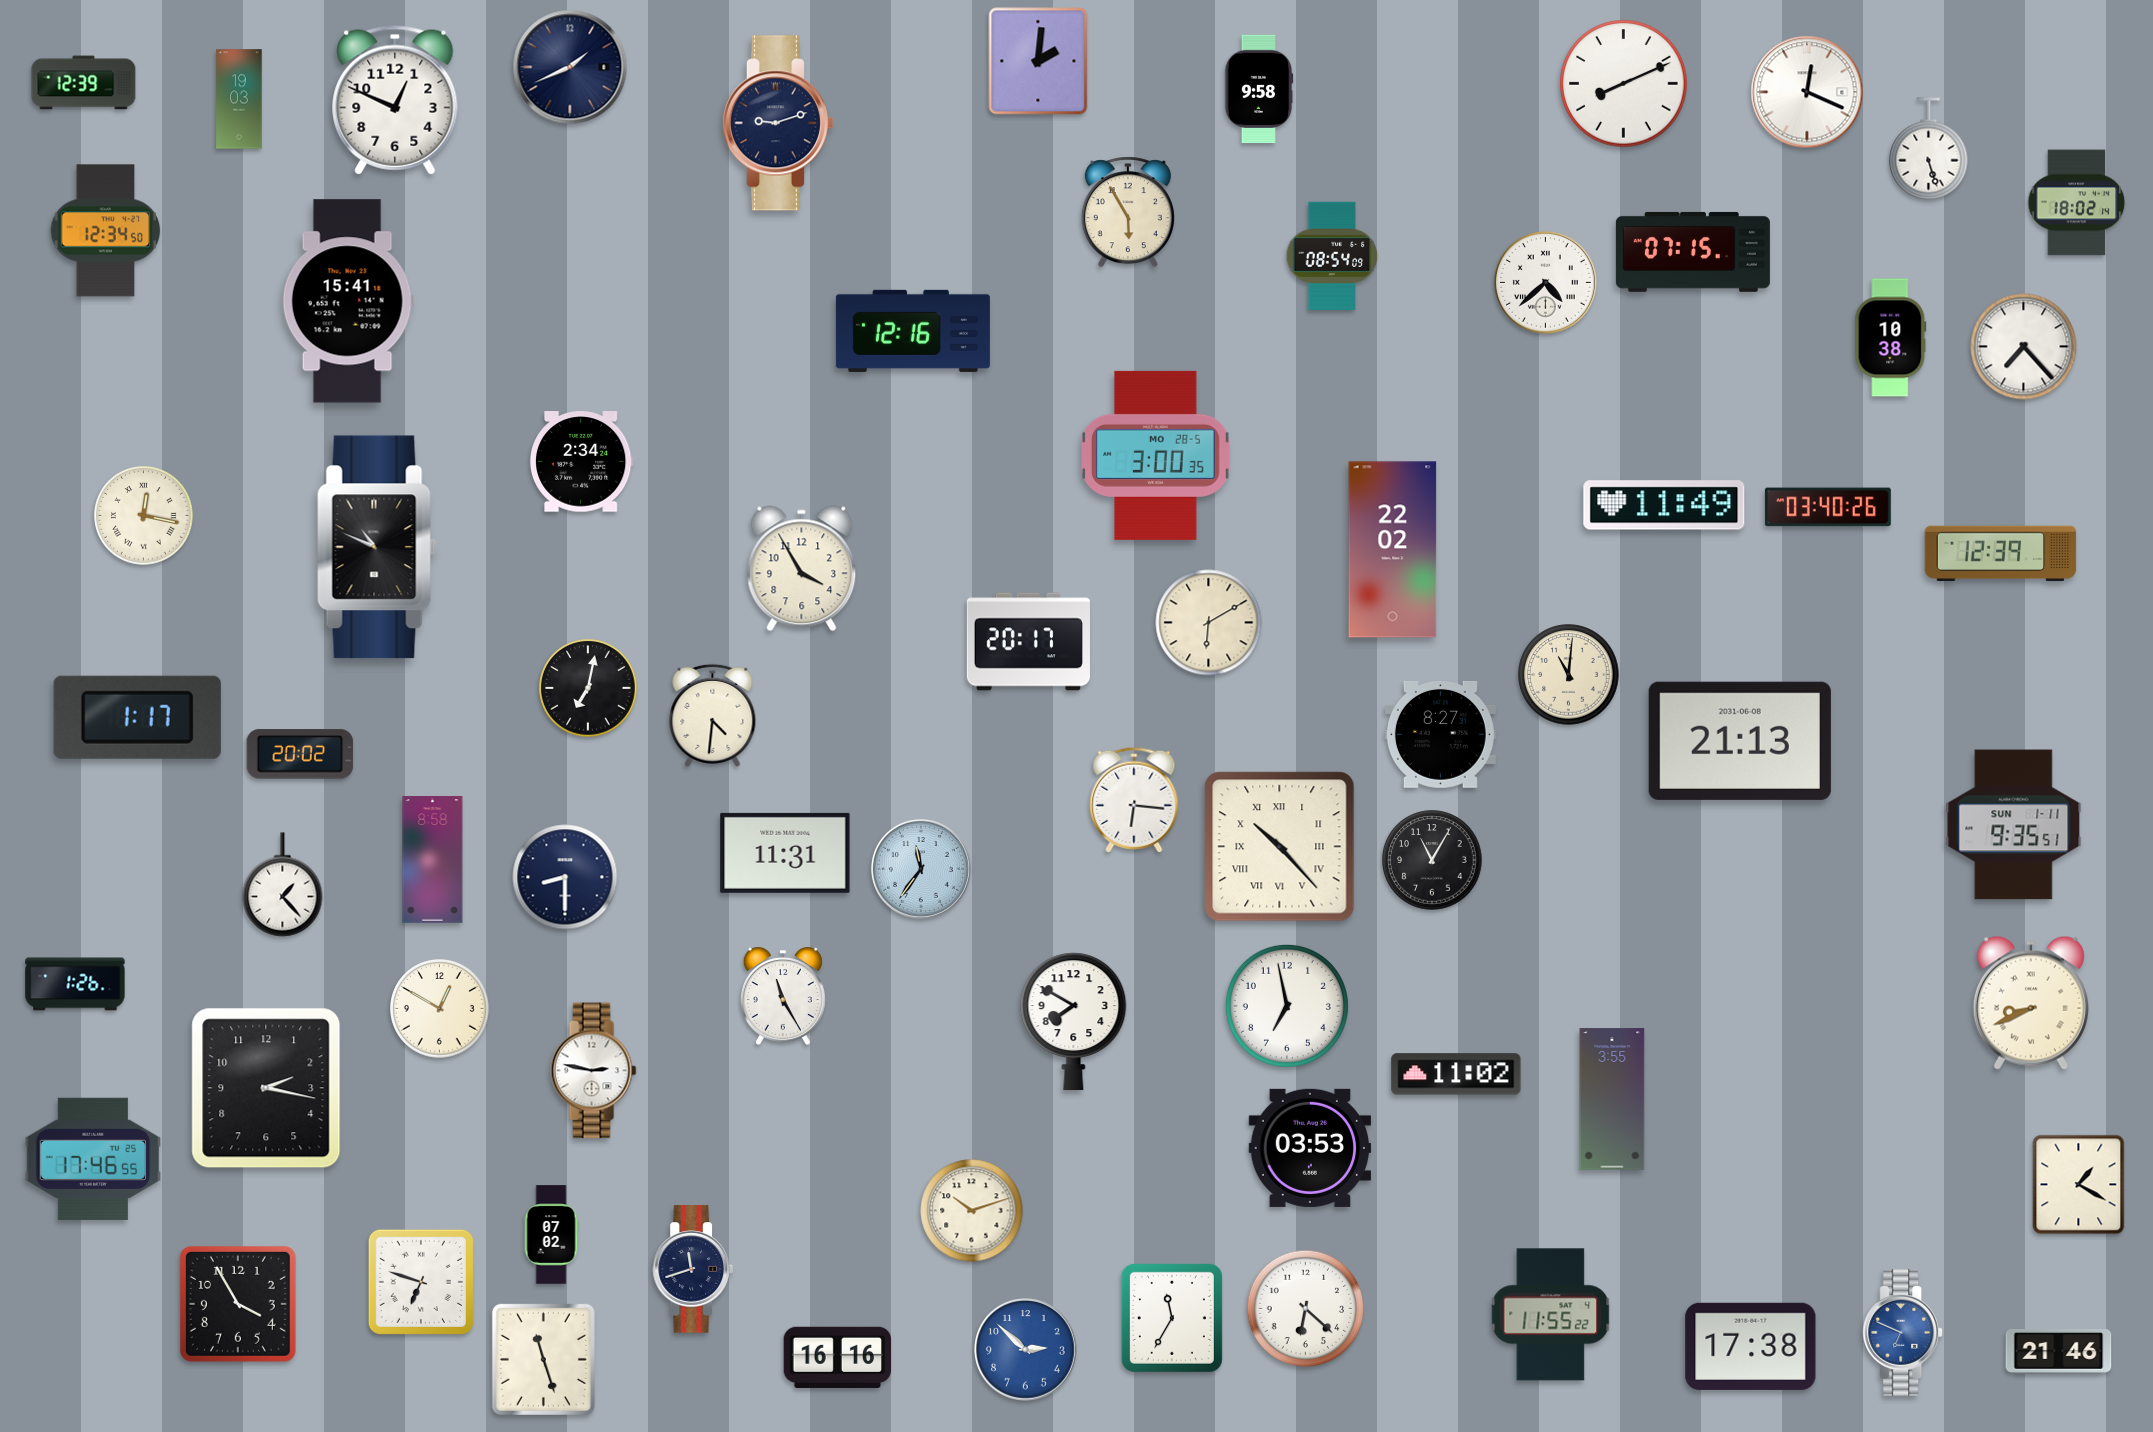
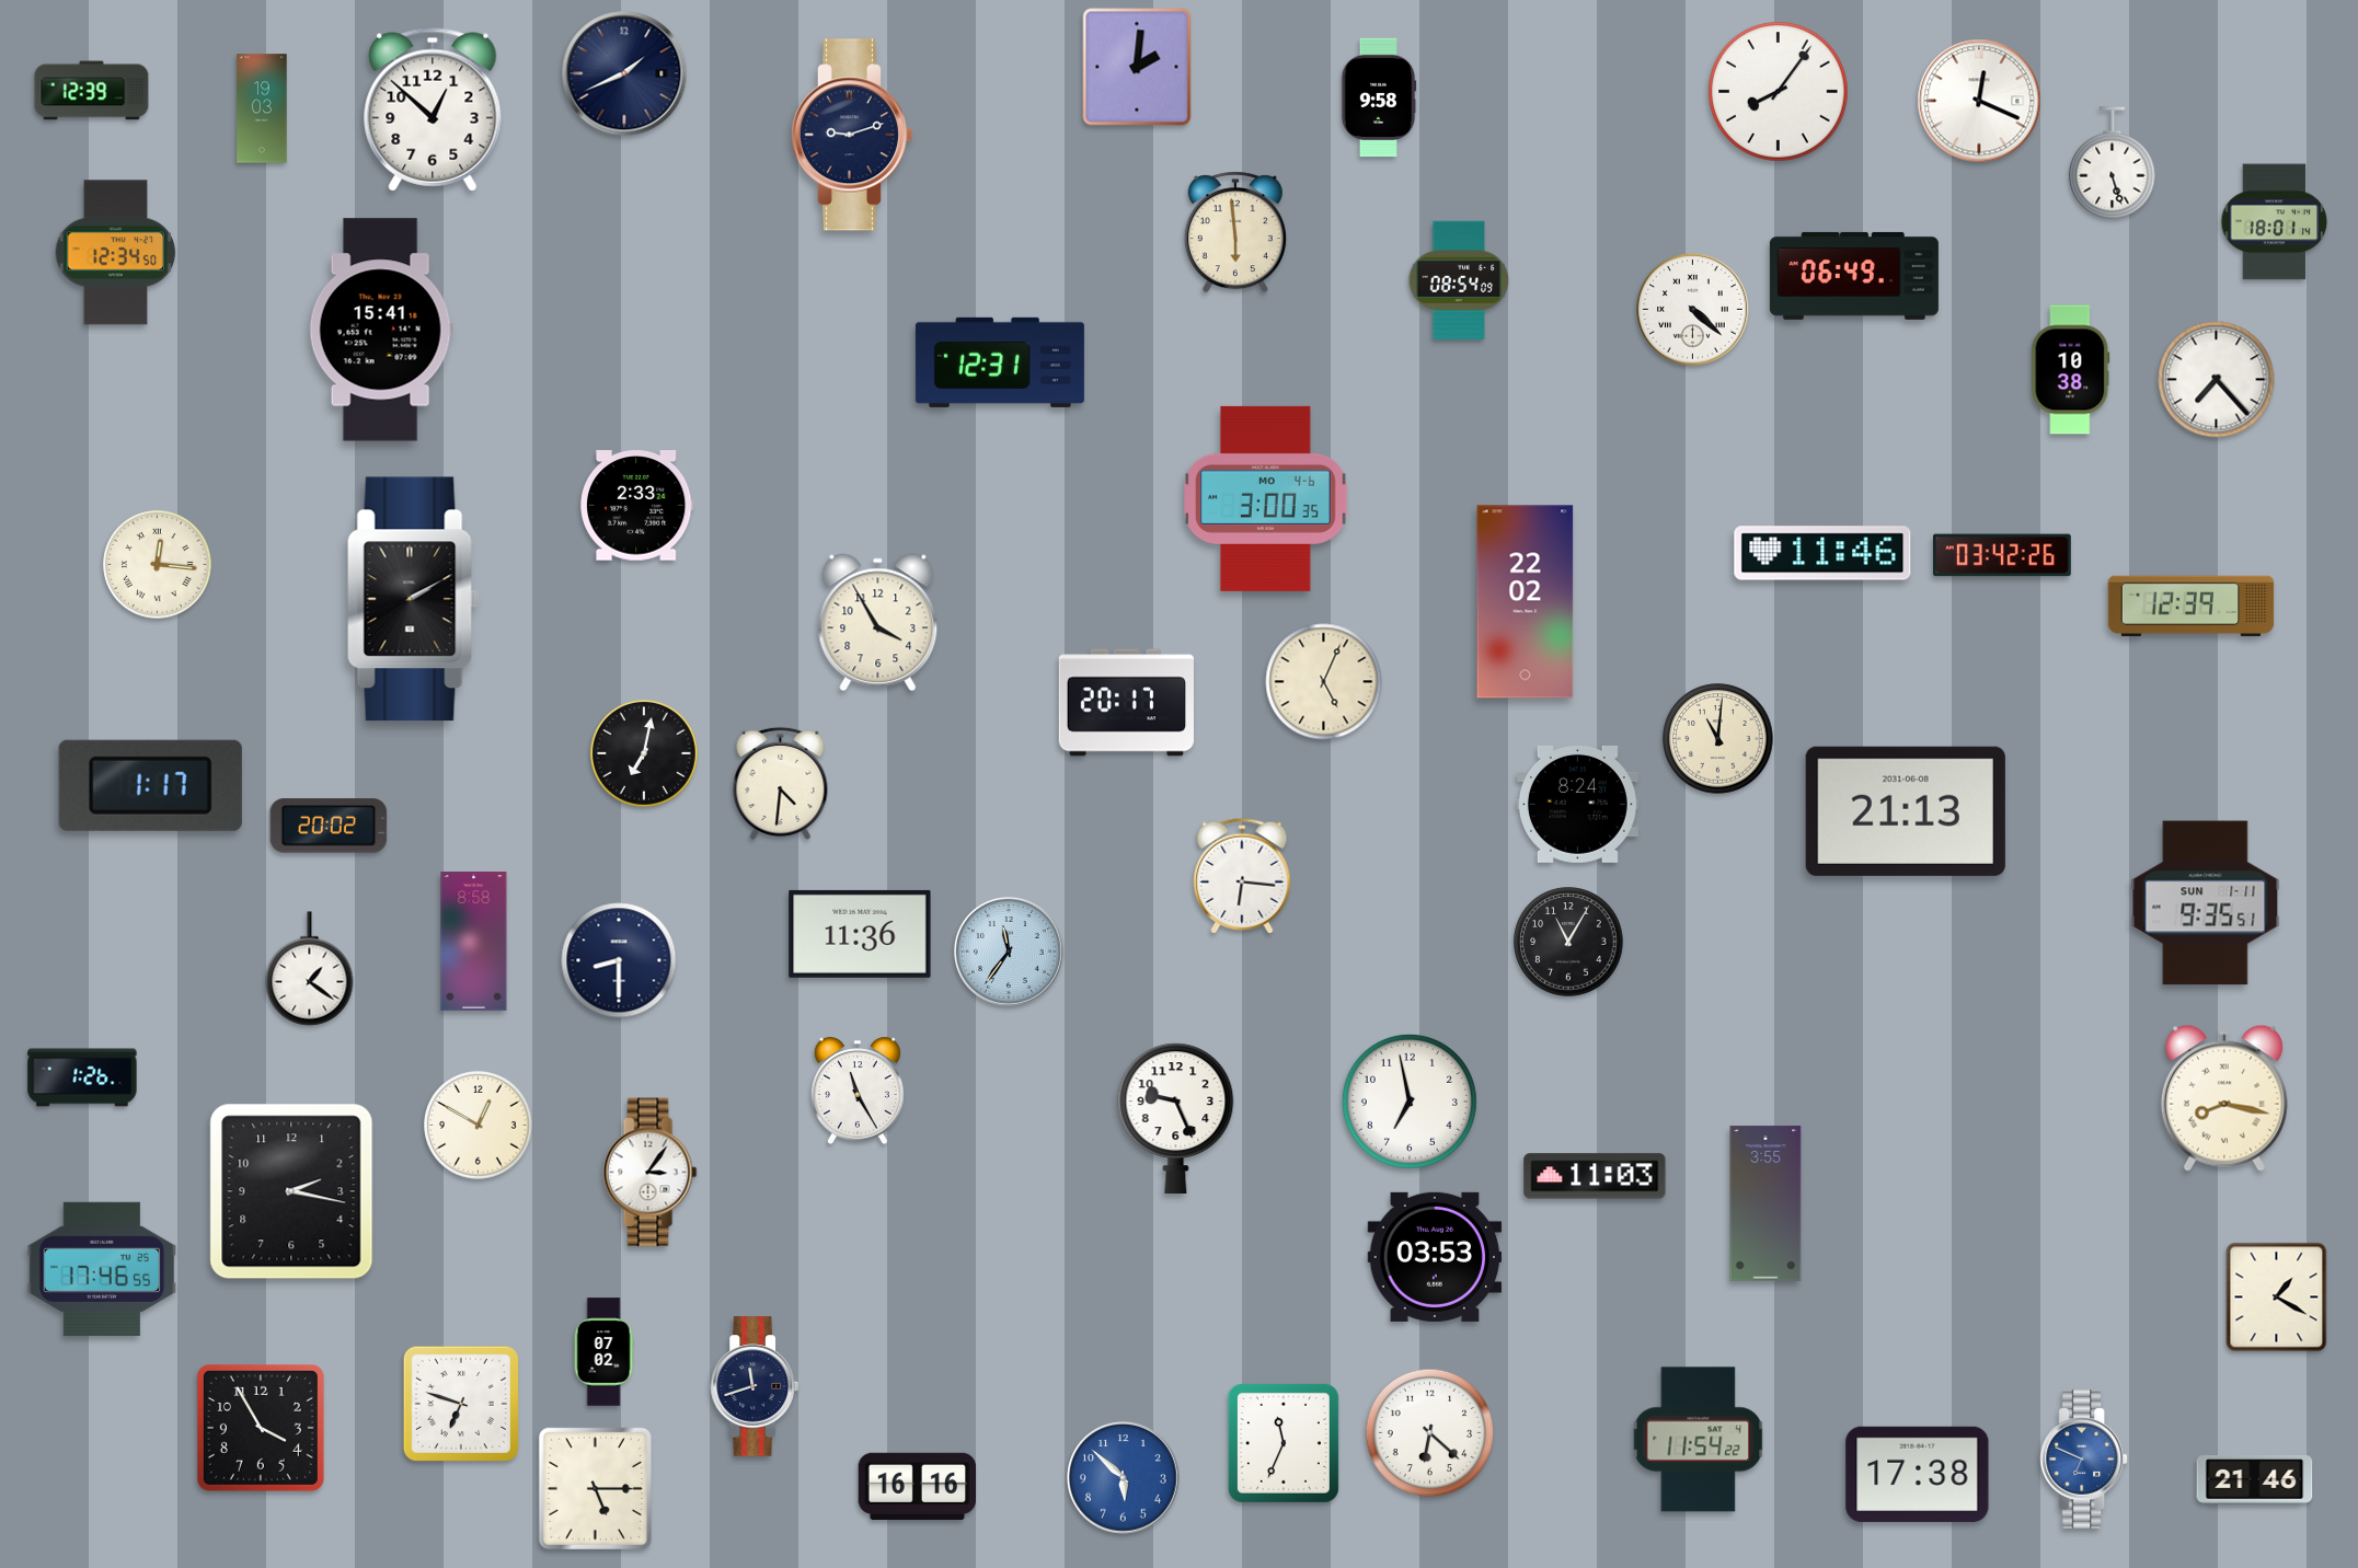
clock at (1624, 84): 8:11 -> 8:06
clock at (395, 100): 12:49 -> 12:52
clock at (2077, 203): 18:02 -> 18:01
clock at (1128, 212): 5:55 -> 5:59
clock at (1693, 252): 07:15 -> 06:49
clock at (1546, 283): 4:38 -> 4:22
clock at (913, 331): 12:16 -> 12:31
clock at (1156, 455) date: MO 28-5 -> MO 4-6
clock at (581, 462): 2:34 -> 2:33
clock at (1664, 505): 11:49 -> 11:46
clock at (1828, 507): 03:40 -> 03:42
clock at (144, 516): 12:17 -> 12:16
clock at (377, 547): 10:49 -> 2:10
clock at (1209, 623): 6:10 -> 5:04
clock at (1440, 734): 8:27 -> 8:24
clock at (1280, 847): 10:23 -> none
clock at (785, 853): 11:31 -> 11:36
clock at (283, 885): 1:23 -> 1:21
clock at (2031, 1003): 8:41 -> 8:17
clock at (440, 1009) position: (440, 1009) -> (479, 1126)
clock at (1074, 1021): 7:50 -> 9:26
clock at (594, 1071): 2:47 -> 3:06
clock at (1456, 1074): 11:02 -> 11:03
clock at (972, 1211): 10:12 -> none
clock at (692, 1269) position: (692, 1269) -> (754, 1386)
clock at (1551, 1315): 11:55 -> 11:54
clock at (1172, 1318): 11:35 -> 11:34
clock at (1026, 1350): 2:52 -> 5:52
clock at (543, 1359): 11:27 -> 5:15
